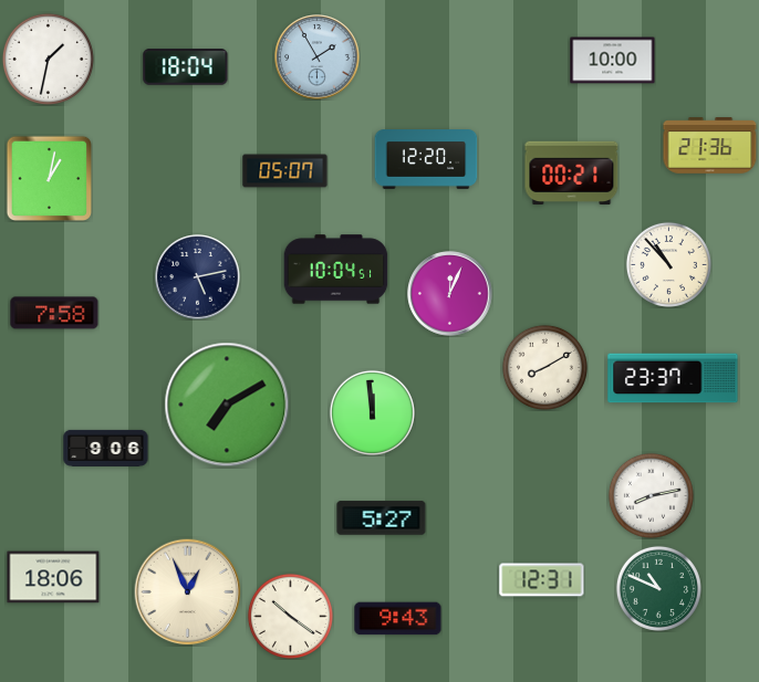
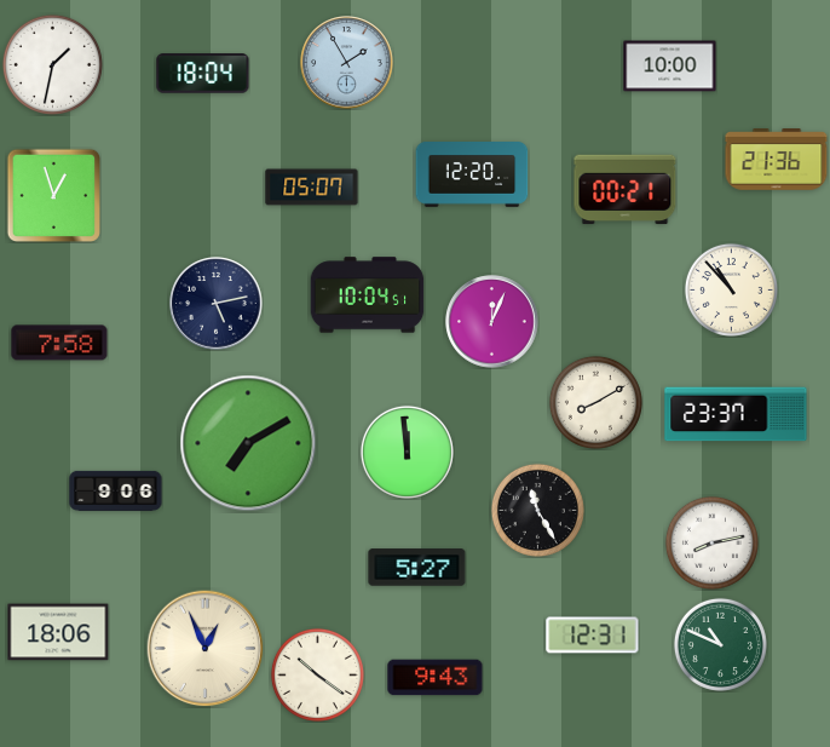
clock at (426, 160) position: (426, 160) -> (472, 176)
clock at (49, 178): 1:02 -> 12:57
clock at (537, 510): none -> 11:25
